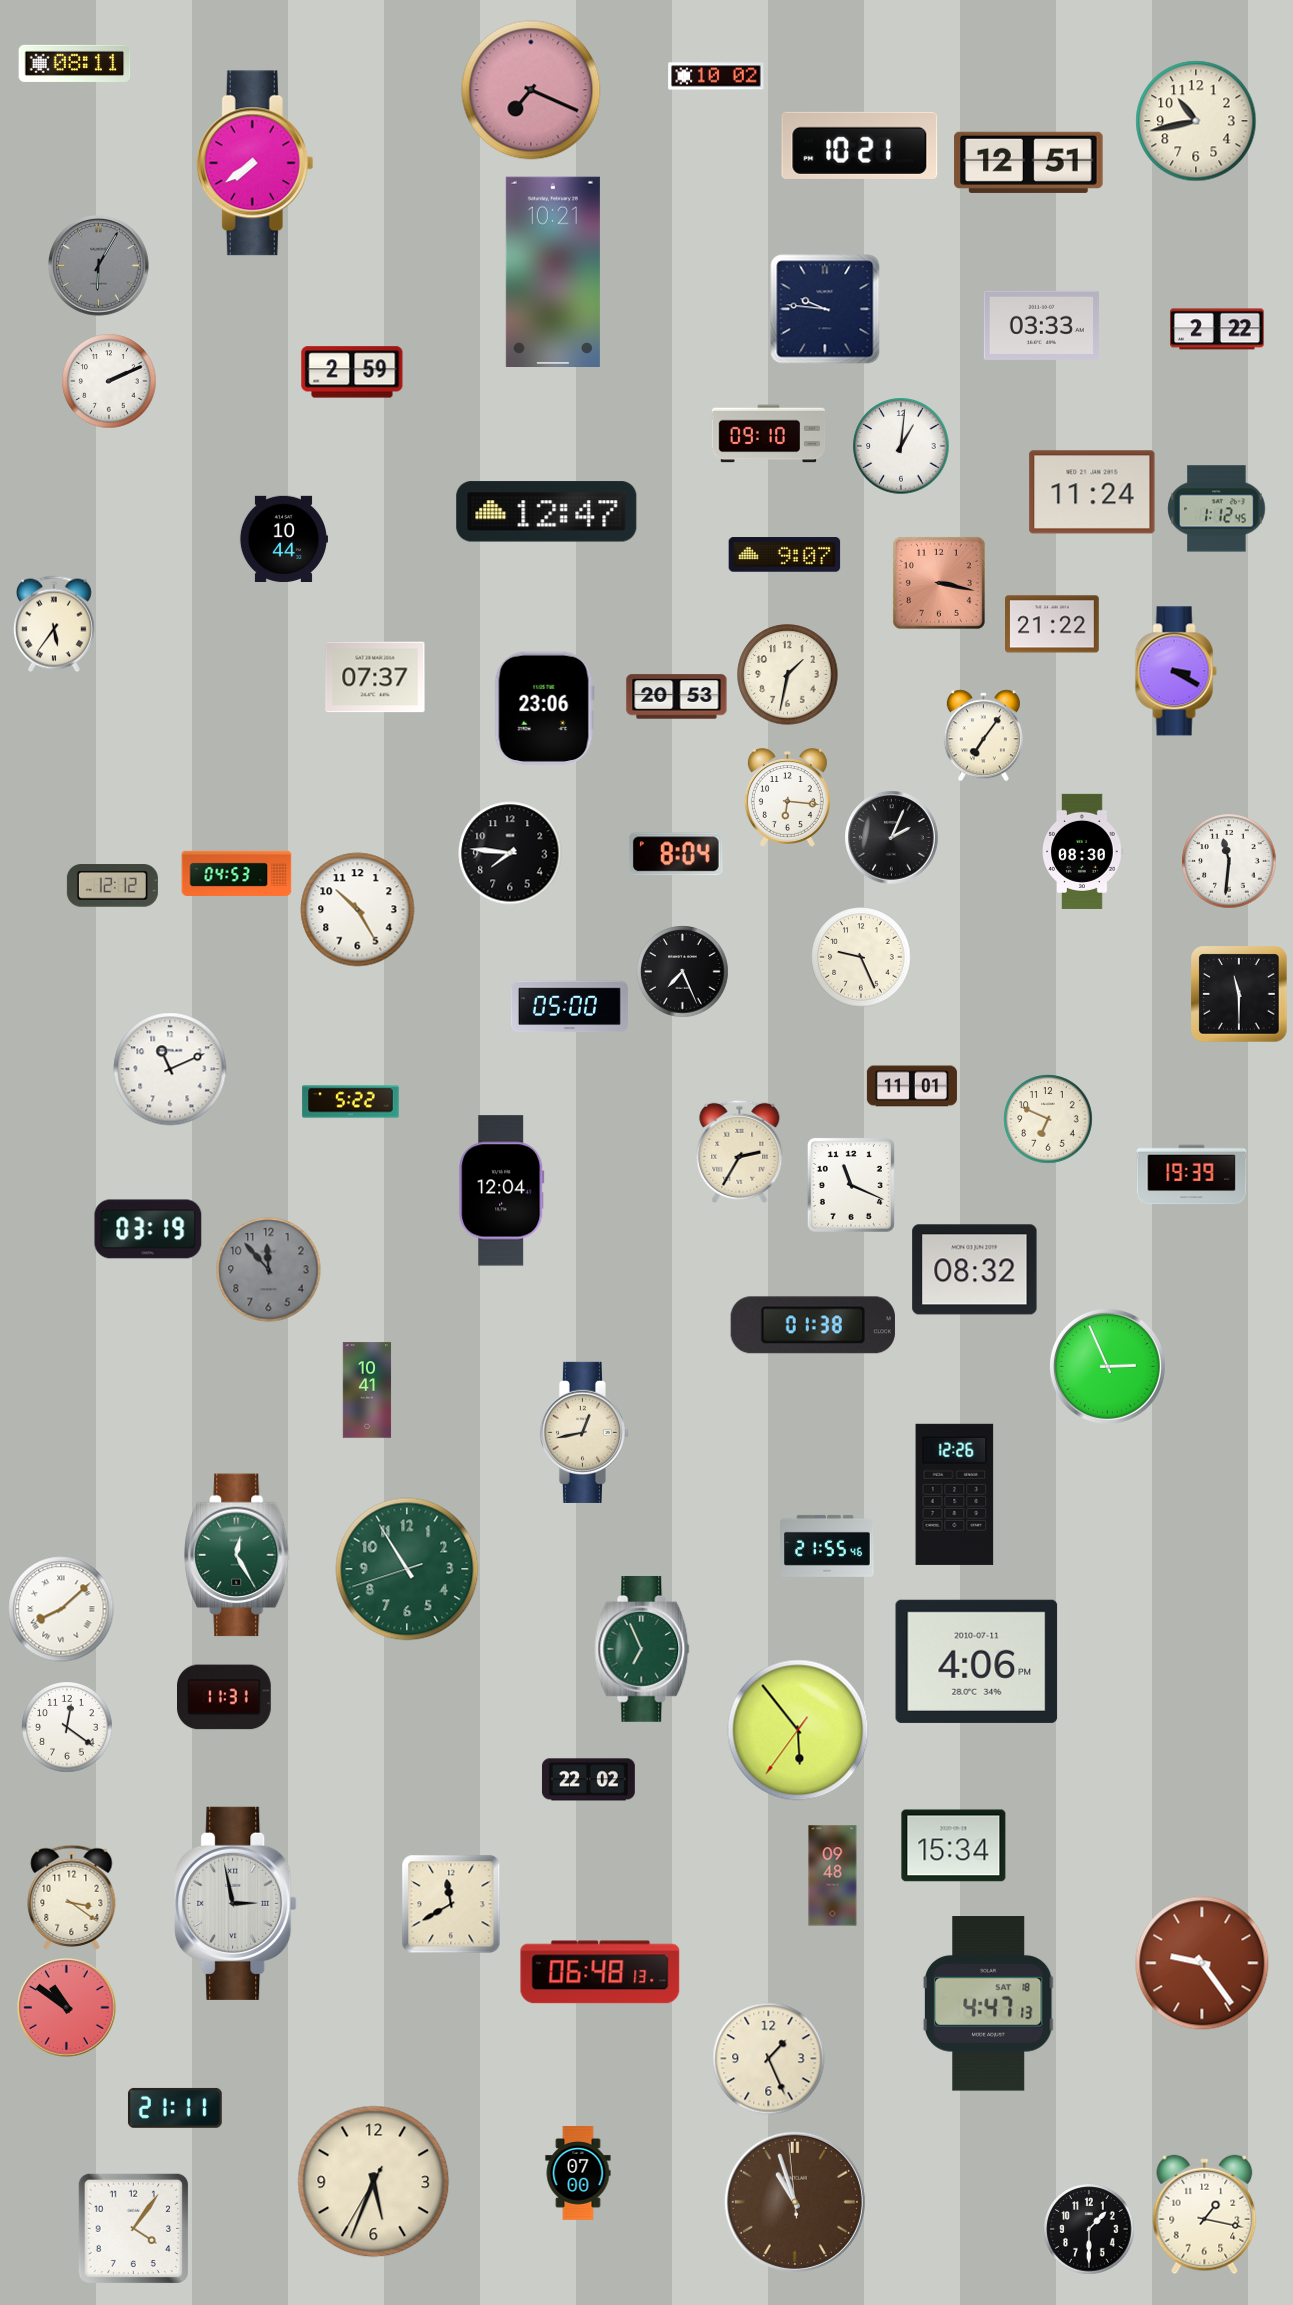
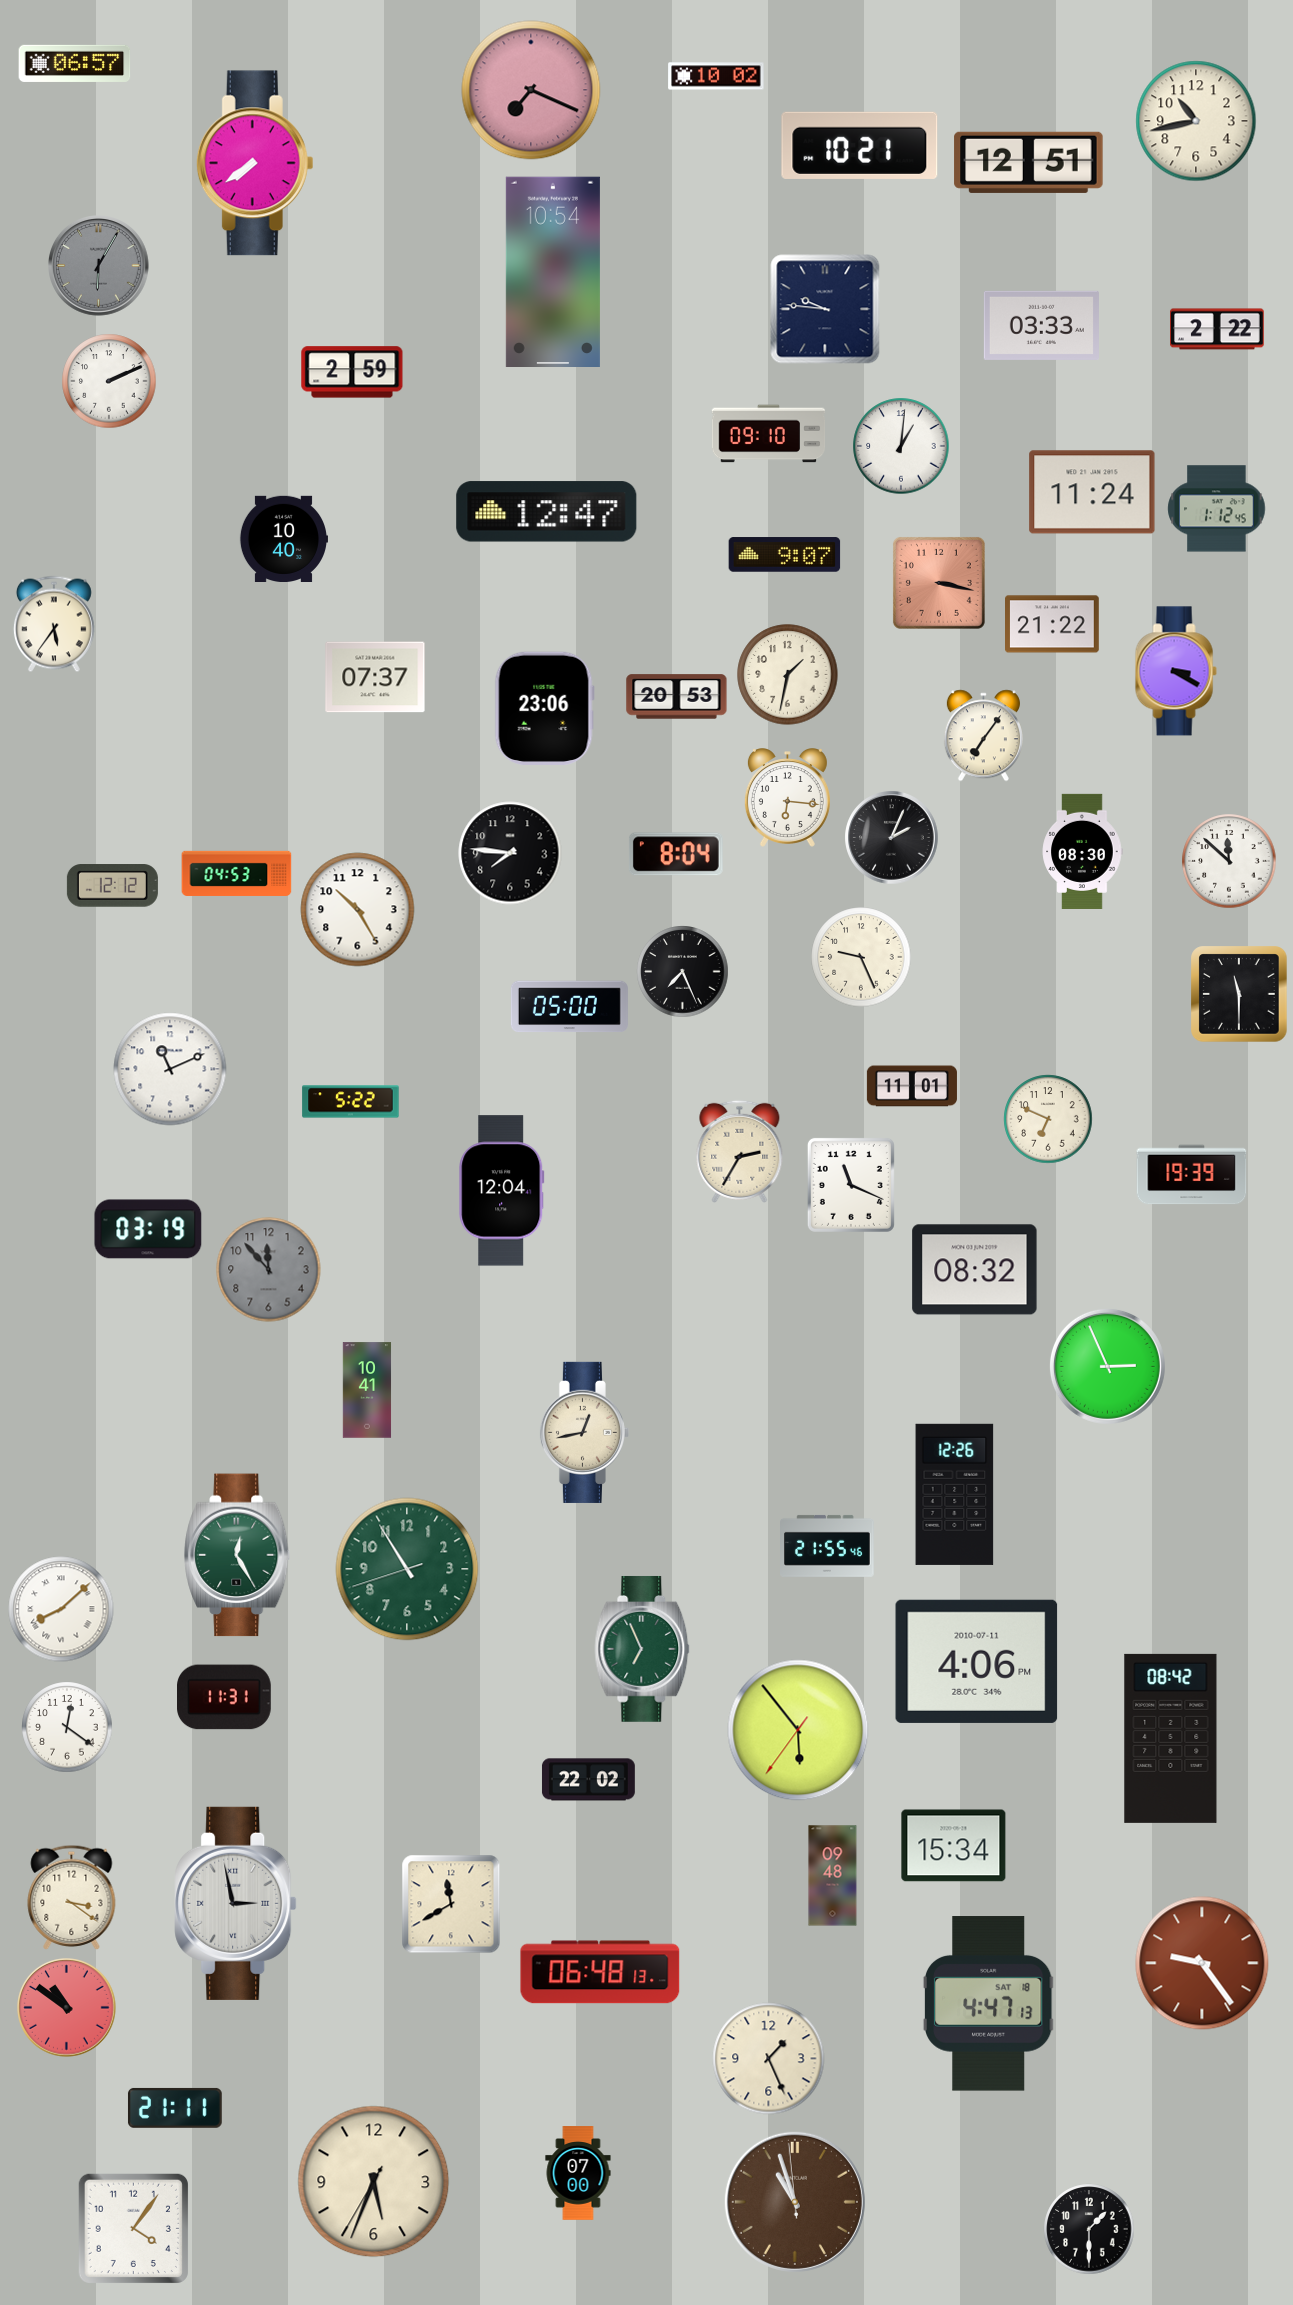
clock at (75, 63): 08:11 -> 06:57
clock at (553, 271): 10:21 -> 10:54
clock at (283, 538): 10:44 -> 10:40
clock at (1229, 861): 11:31 -> 11:52
clock at (813, 1325): 01:38 -> none
clock at (1171, 1738): none -> 08:42
clock at (1205, 2215): 1:17 -> none
